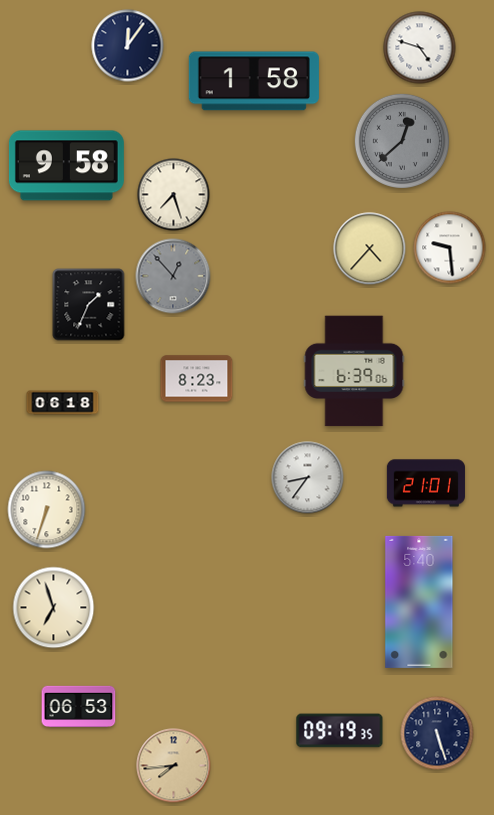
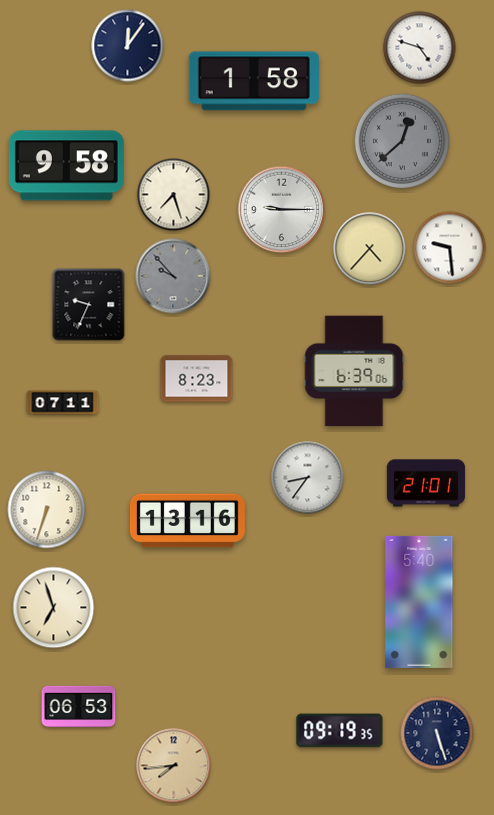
clock at (282, 210): none -> 9:15
clock at (173, 276): 12:53 -> 9:53
clock at (89, 305): 1:34 -> 9:34
clock at (63, 403): 06:18 -> 07:11
clock at (187, 521): none -> 13:16
